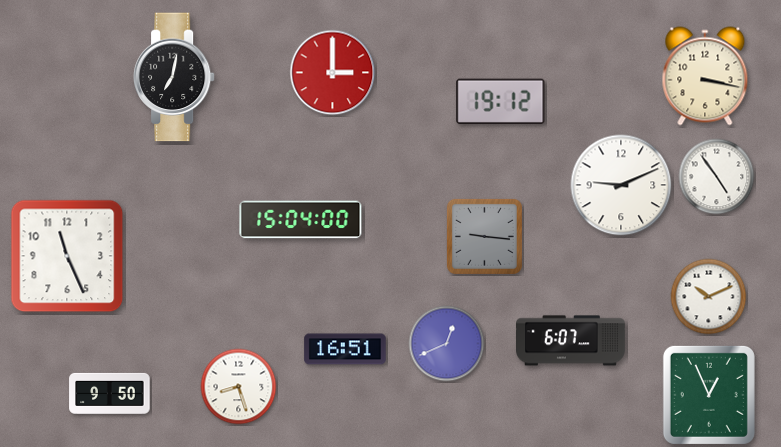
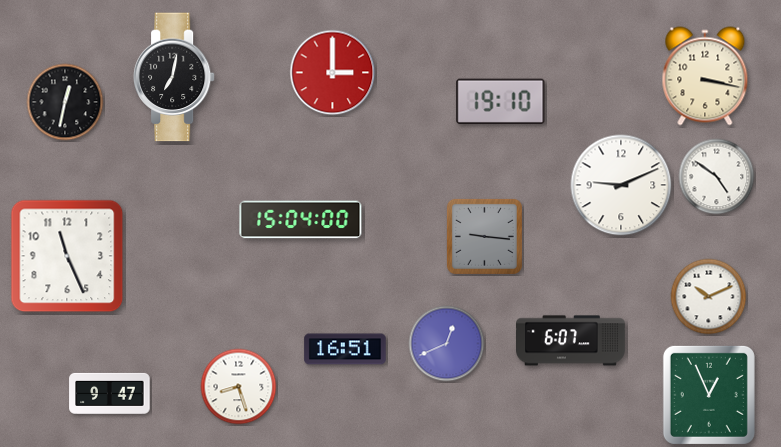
clock at (501, 101): 19:12 -> 19:10
clock at (65, 102): none -> 12:32
clock at (717, 177): 4:54 -> 4:51
clock at (110, 393): 9:50 -> 9:47
